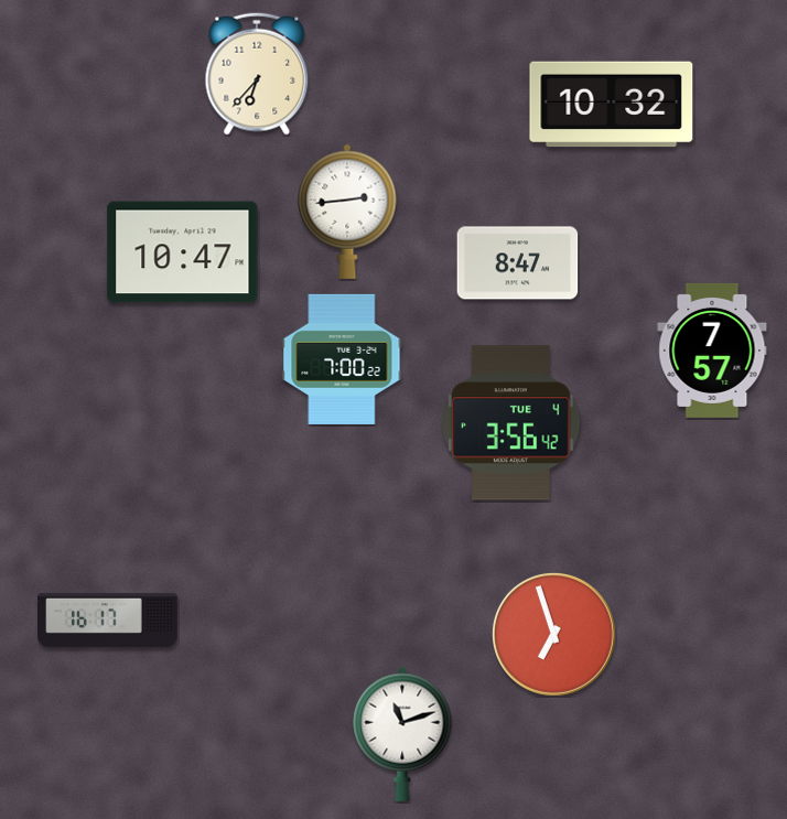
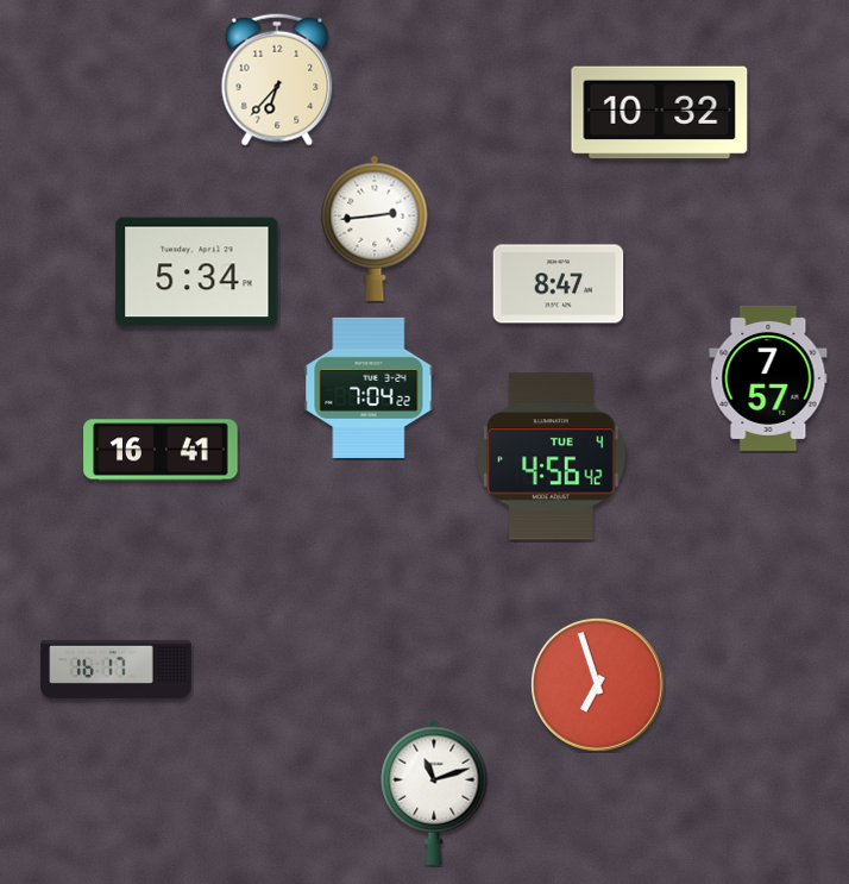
clock at (183, 252): 10:47 -> 5:34
clock at (342, 359): 7:00 -> 7:04
clock at (161, 450): none -> 16:41
clock at (511, 423): 3:56 -> 4:56
